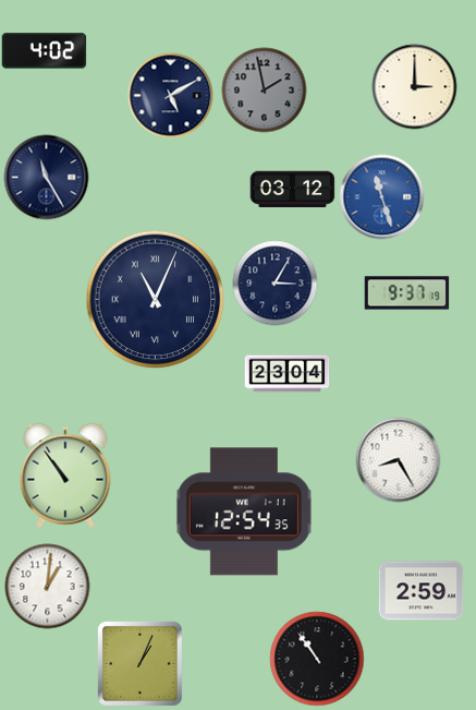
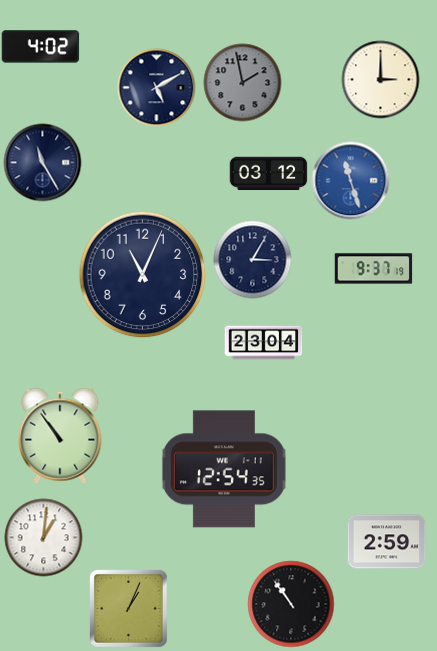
clock at (155, 299) numerals: Roman -> Arabic
clock at (398, 459): 8:25 -> none
